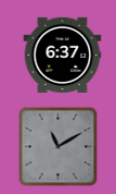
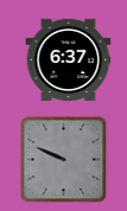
clock at (59, 147): 11:10 -> 9:49
